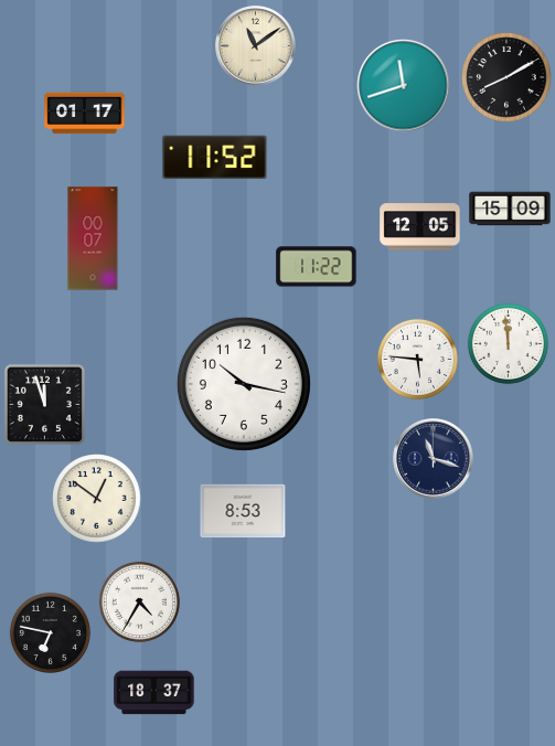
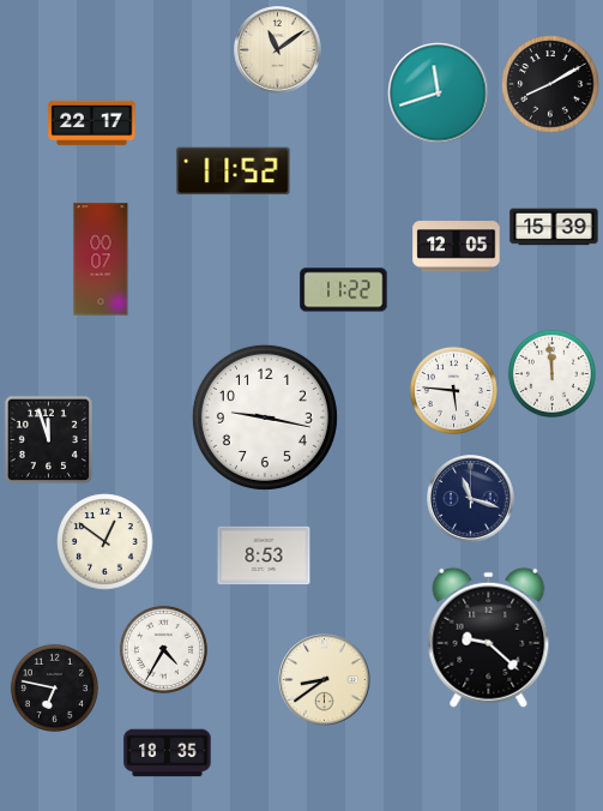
clock at (85, 114): 01:17 -> 22:17
clock at (510, 209): 15:09 -> 15:39
clock at (244, 384): 10:17 -> 9:17
clock at (489, 637): none -> 9:22
clock at (139, 601) position: (139, 601) -> (163, 649)
clock at (325, 680): none -> 8:39
clock at (154, 693): 18:37 -> 18:35
